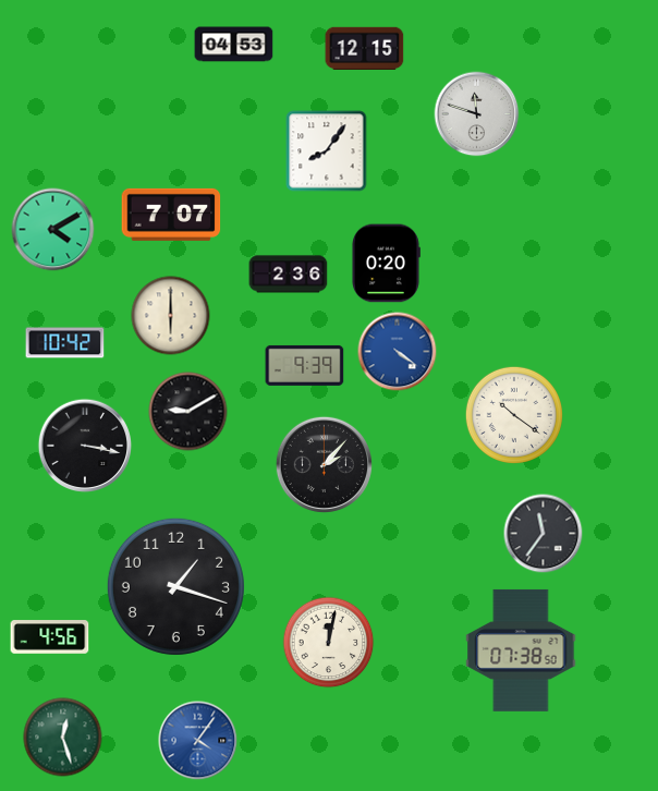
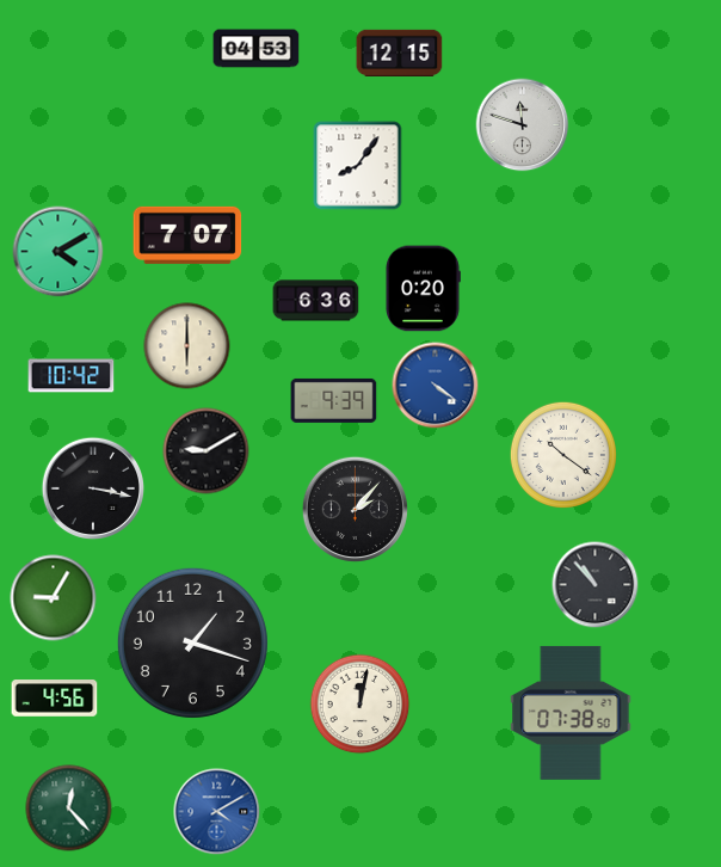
clock at (289, 275): 2:36 -> 6:36
clock at (544, 534): 11:36 -> 10:53
clock at (54, 598): none -> 9:05
clock at (63, 738): 12:27 -> 12:23
clock at (198, 741): 4:06 -> 4:10
